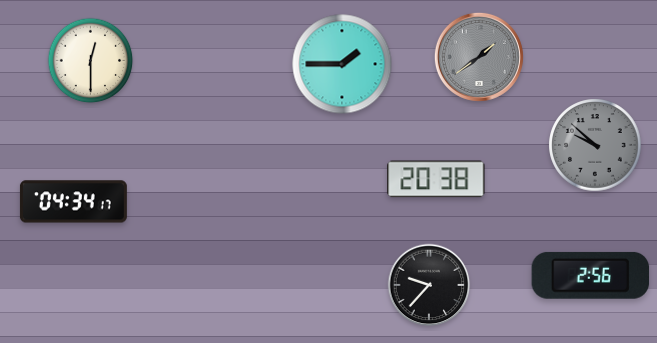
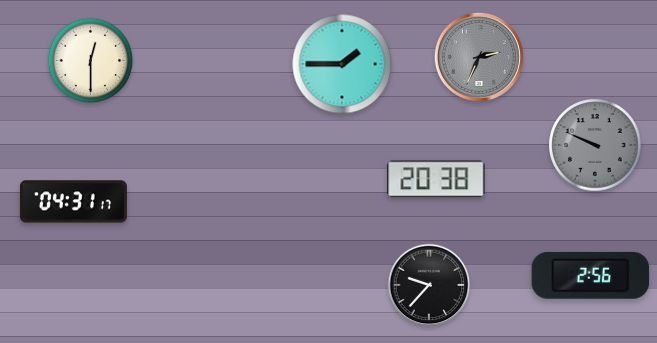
clock at (479, 57): 1:39 -> 2:34
clock at (595, 145): 9:52 -> 9:49
clock at (73, 202): 04:34 -> 04:31
